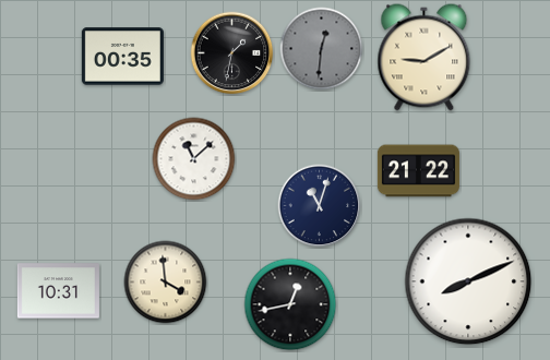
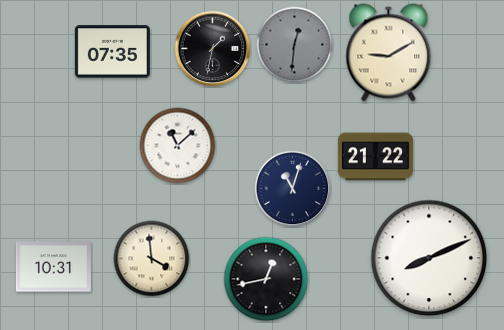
clock at (122, 57): 00:35 -> 07:35
clock at (418, 171) position: (418, 171) -> (375, 157)
